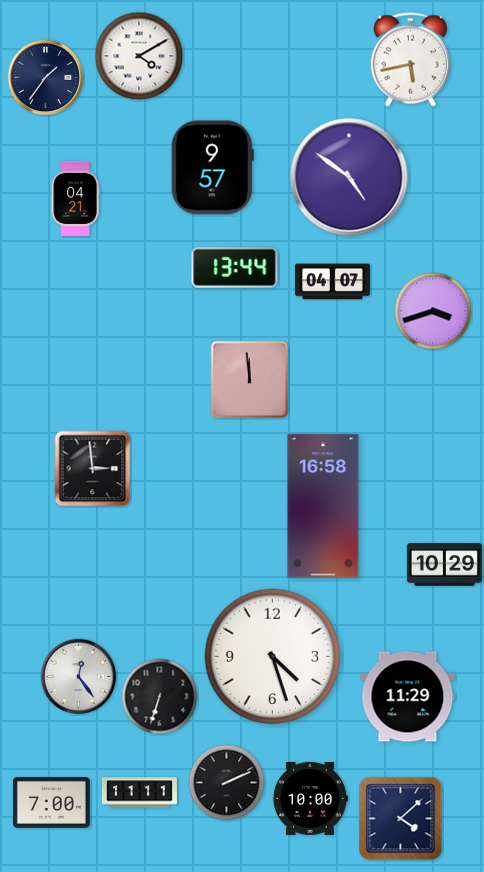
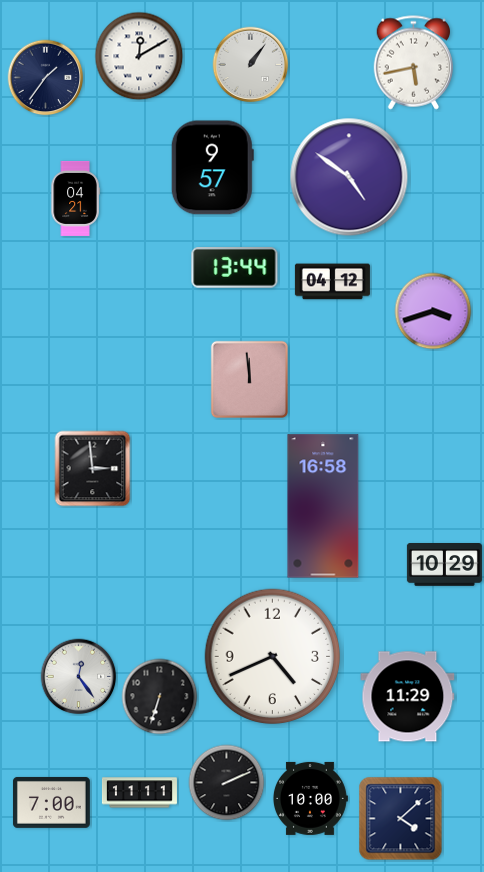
clock at (139, 56): 4:10 -> 12:10
clock at (411, 60) position: (411, 60) -> (414, 63)
clock at (251, 65): none -> 1:06
clock at (332, 282): 04:07 -> 04:12
clock at (273, 657): 4:27 -> 4:41
